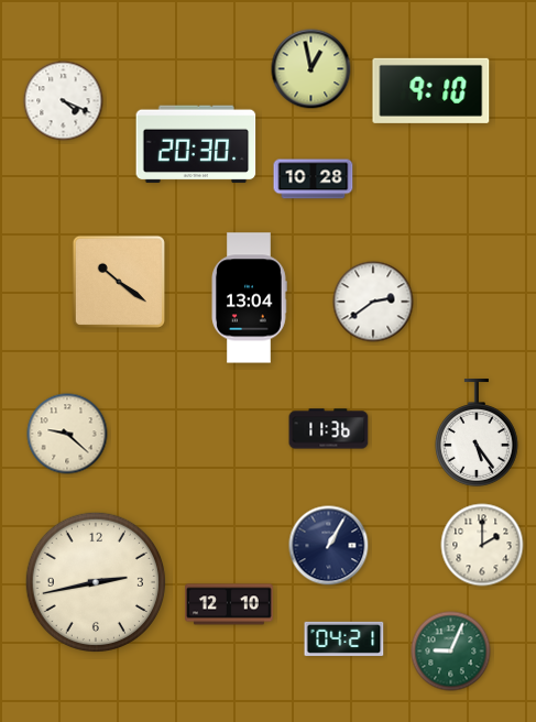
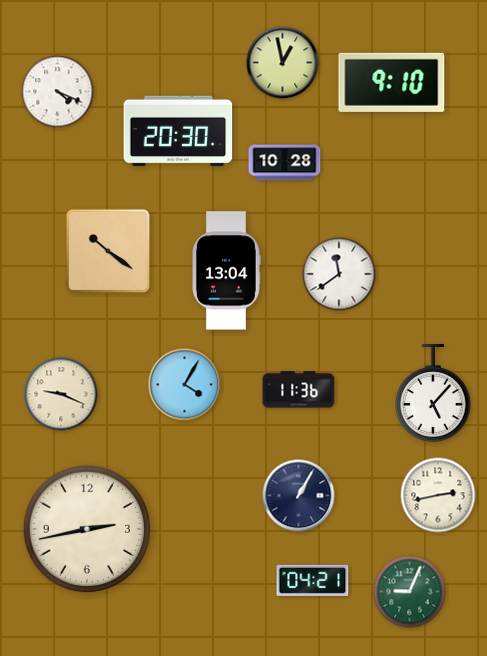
clock at (119, 282) position: (119, 282) -> (108, 251)
clock at (373, 302): 2:39 -> 11:39
clock at (185, 385): none -> 4:05
clock at (477, 433): 5:24 -> 5:07
clock at (67, 434): 9:22 -> 9:19
clock at (482, 545): 2:00 -> 2:43
clock at (229, 604): 12:10 -> none
